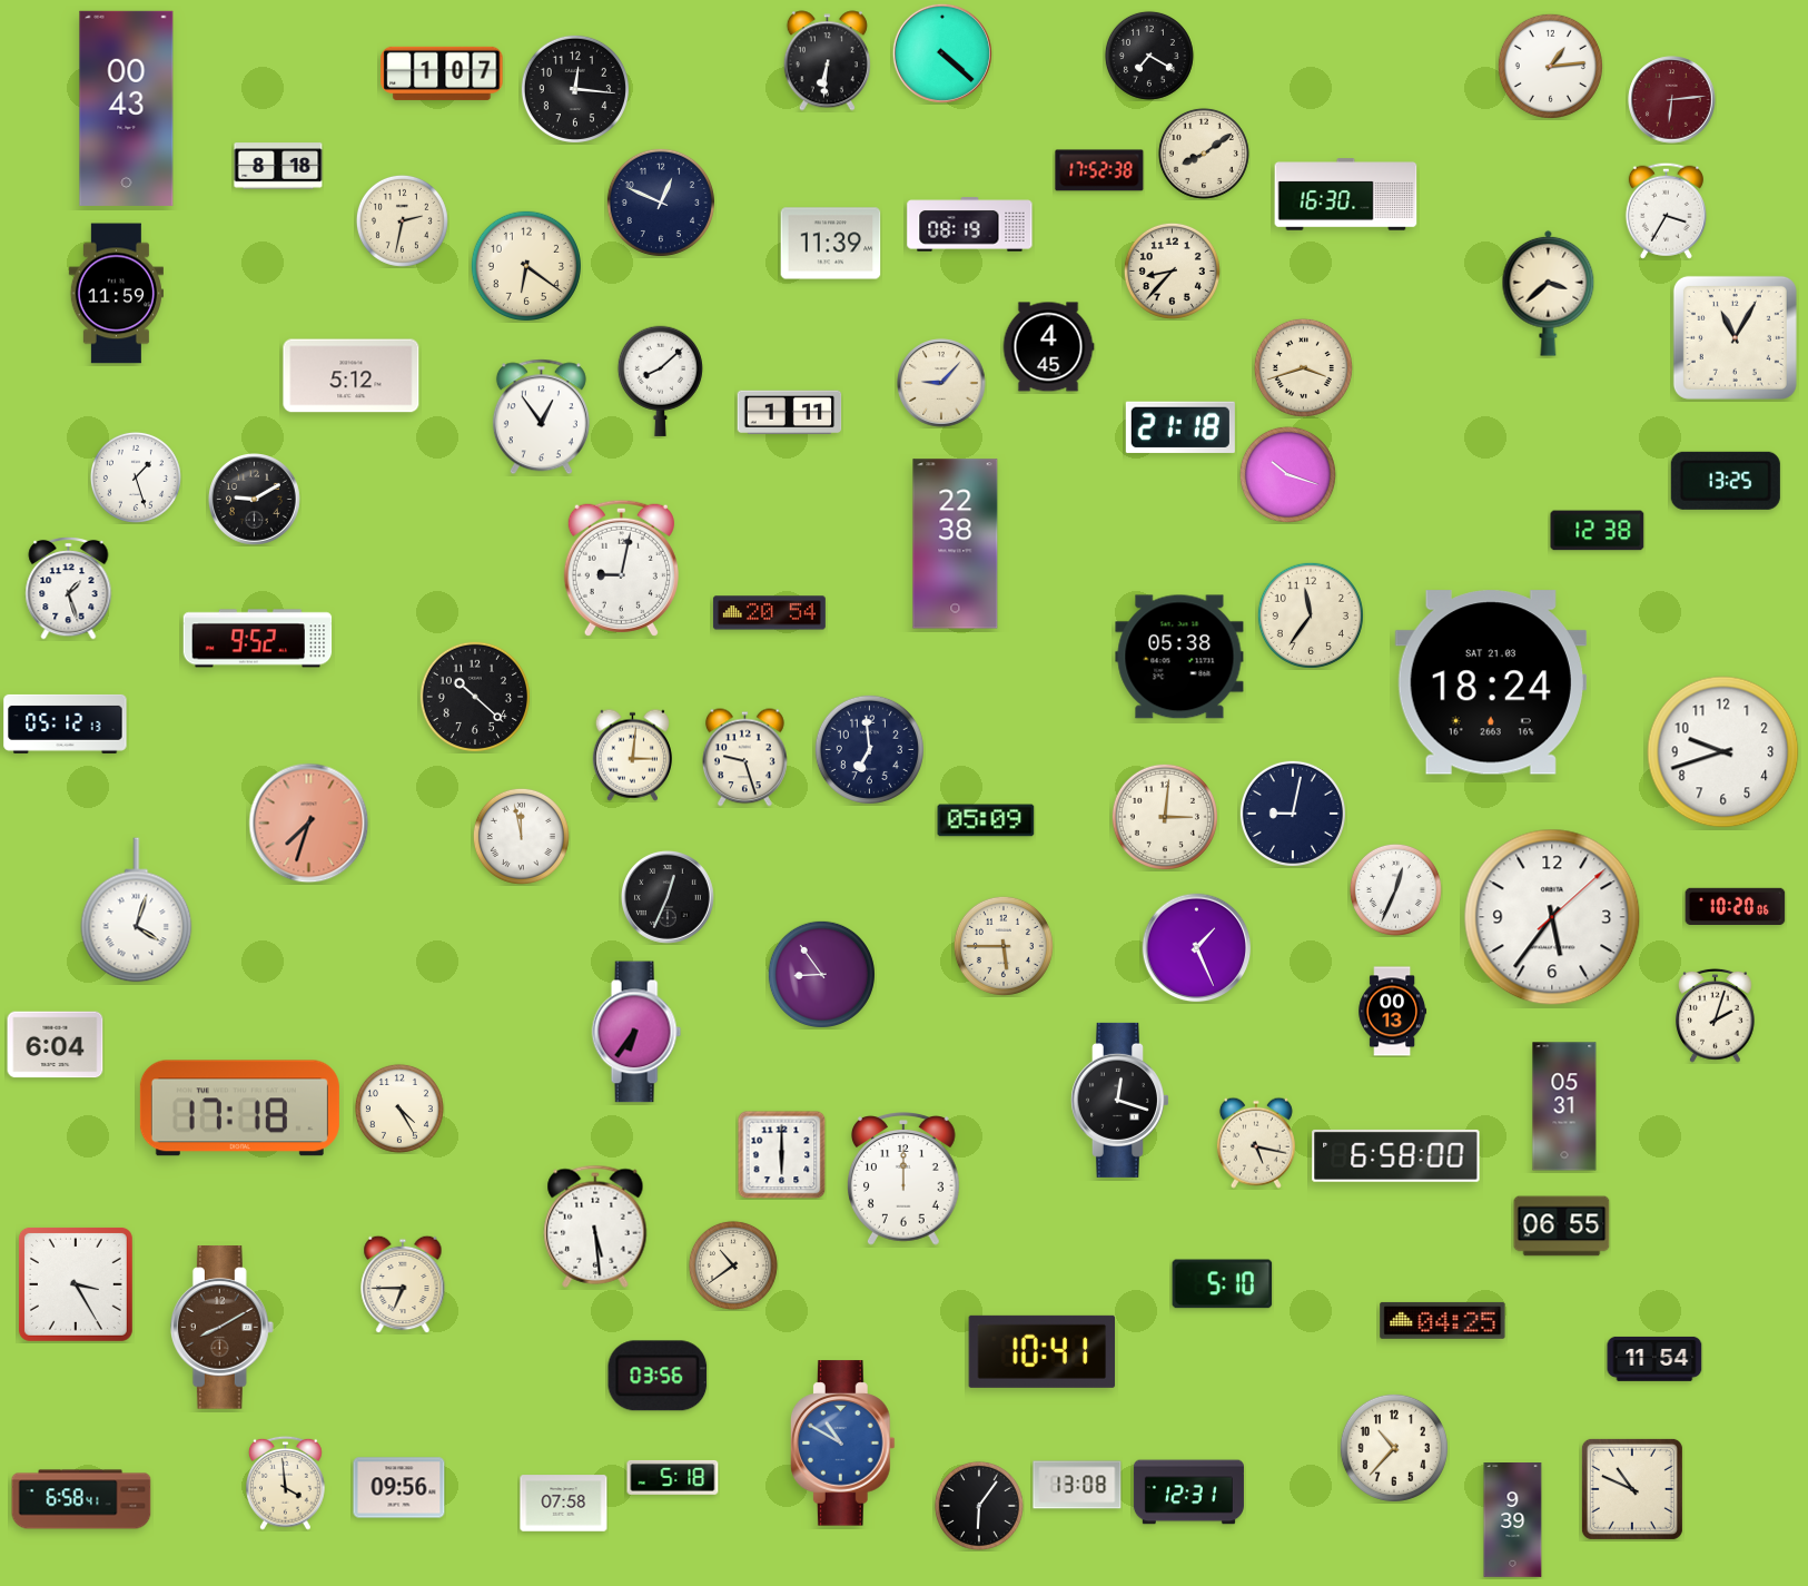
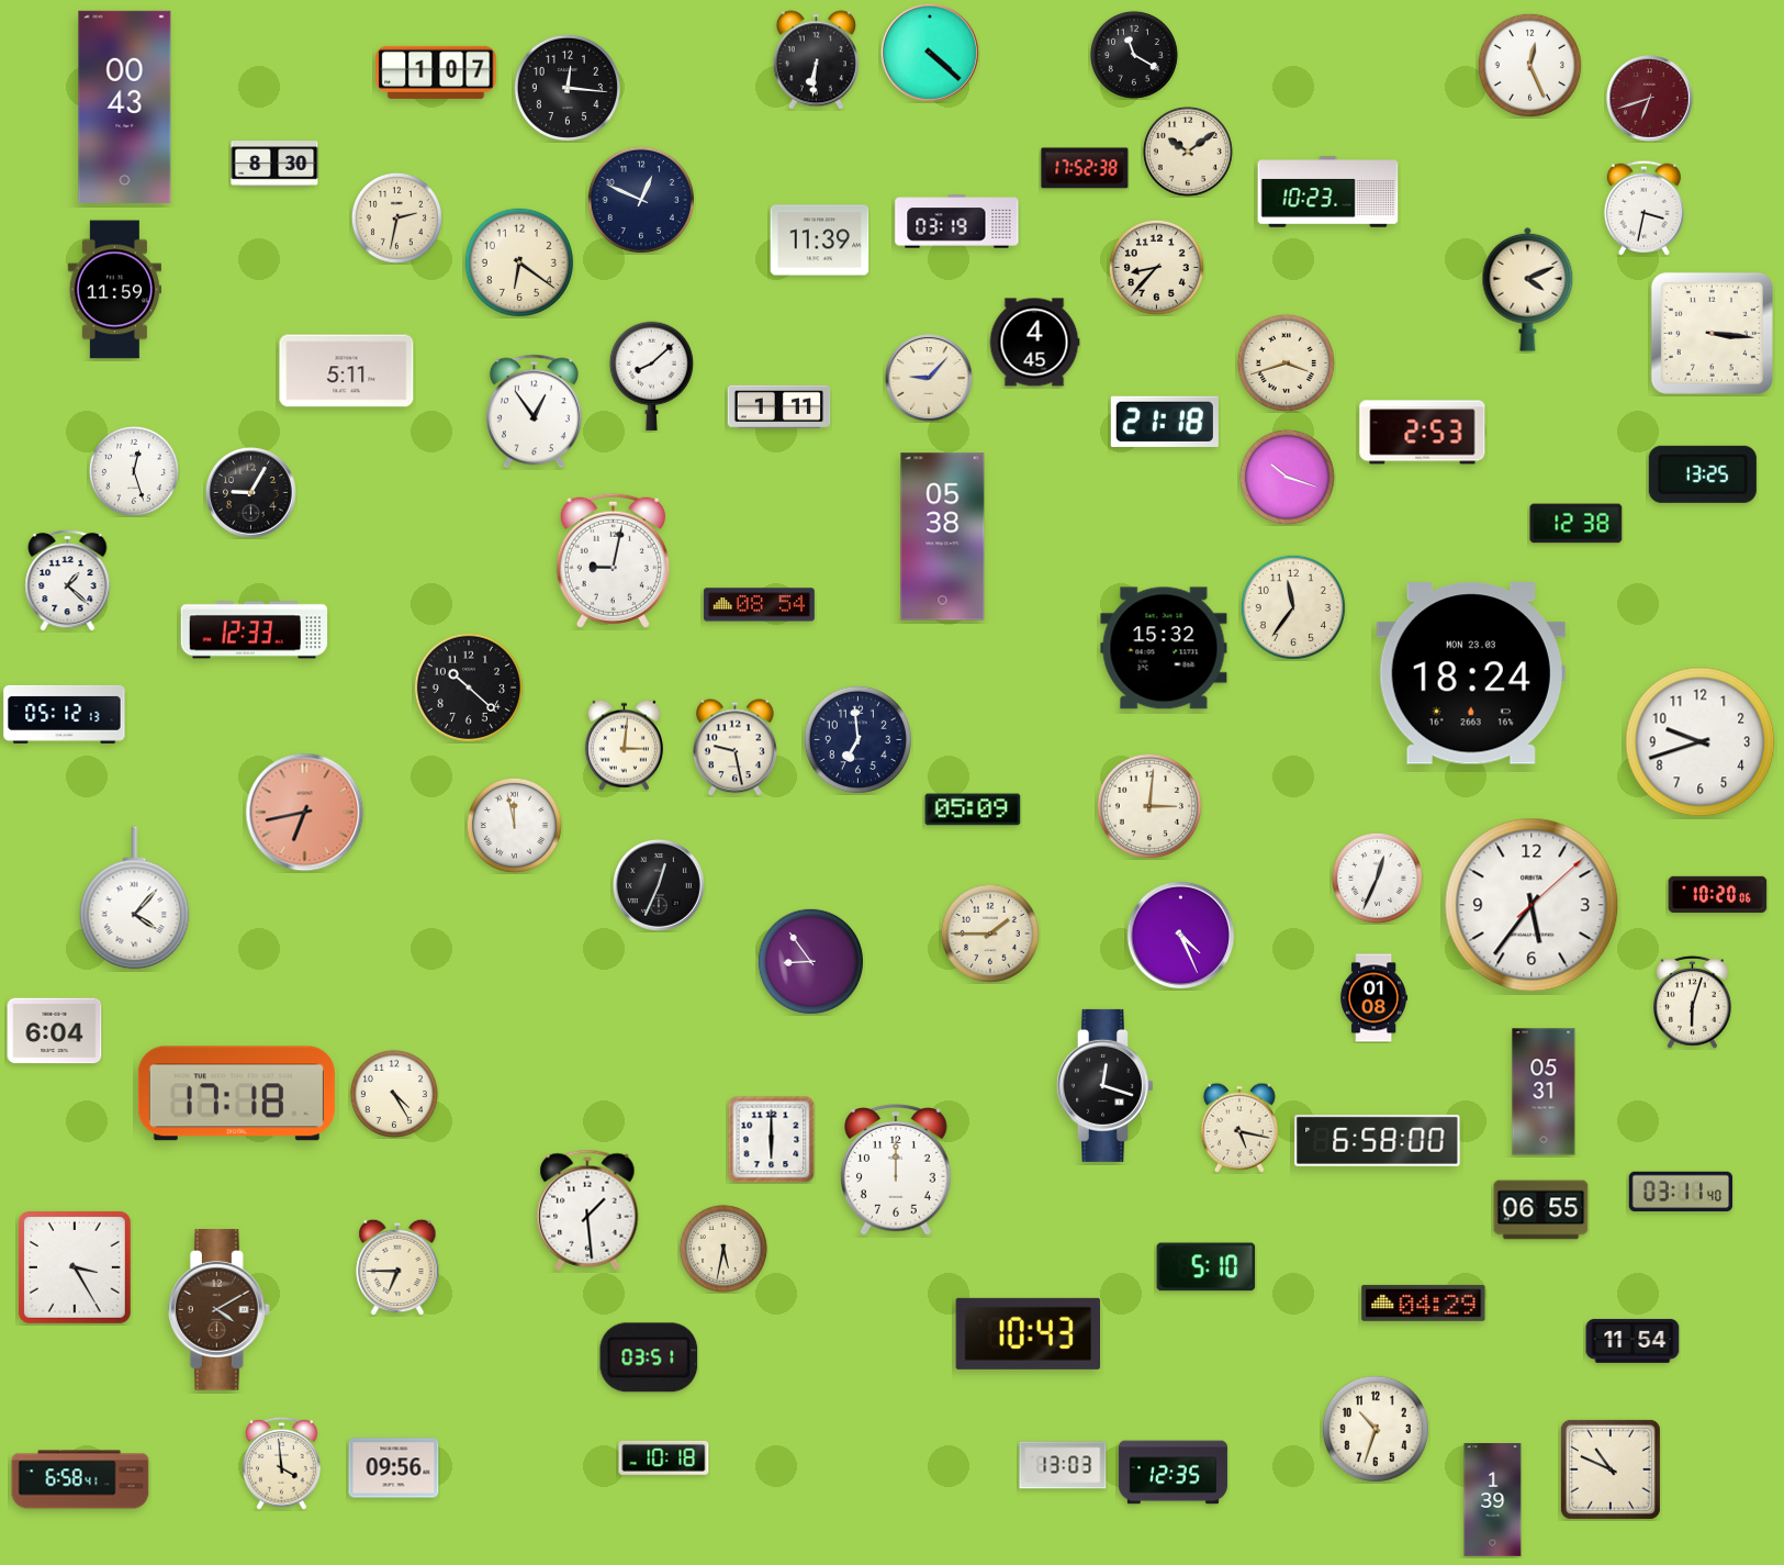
clock at (1149, 56): 7:20 -> 11:20
clock at (1550, 66): 1:14 -> 12:26
clock at (1672, 100): 6:14 -> 6:42
clock at (1204, 154): 8:09 -> 10:09
clock at (278, 166): 8:18 -> 8:30
clock at (1346, 195): 16:30 -> 10:23
clock at (661, 203) position: (661, 203) -> (641, 200)
clock at (1666, 210): 3:35 -> 3:32
clock at (970, 225): 08:19 -> 03:19
clock at (1549, 293): 3:38 -> 4:11
clock at (1735, 337): 11:05 -> 3:16
clock at (352, 376): 5:12 -> 5:11
clock at (1423, 433): none -> 2:53
clock at (1287, 474) position: (1287, 474) -> (1287, 477)
clock at (136, 477): 1:27 -> 12:27
clock at (255, 500): 9:10 -> 9:05
clock at (956, 544): 22:38 -> 05:38
clock at (69, 588): 1:27 -> 1:22
clock at (769, 613): 20:54 -> 08:54
clock at (258, 639): 9:52 -> 12:33
clock at (1179, 657): 05:38 -> 15:32
clock at (1491, 682) date: SAT 21.03 -> MON 23.03
clock at (745, 758): 9:27 -> 9:28
clock at (1293, 814): 9:02 -> none
clock at (309, 824): 7:33 -> 6:43
clock at (1736, 907) position: (1736, 907) -> (1718, 895)
clock at (137, 910): 4:03 -> 4:07
clock at (1004, 946): 5:45 -> 1:45
clock at (1197, 948): 1:26 -> 4:26
clock at (1393, 1012): 00:13 -> 01:08
clock at (1716, 1015): 2:03 -> 6:03
clock at (636, 1032): 6:36 -> none
clock at (905, 1179) position: (905, 1179) -> (897, 1170)
clock at (1681, 1192): none -> 03:11
clock at (595, 1227): 5:29 -> 1:29
clock at (733, 1265): 10:39 -> 5:32
clock at (1443, 1320): 04:25 -> 04:29
clock at (221, 1328): 8:10 -> 4:10
clock at (1043, 1351): 10:41 -> 10:43
clock at (658, 1376): 03:56 -> 03:51
clock at (842, 1444): 10:50 -> none
clock at (1394, 1448): 10:37 -> 10:33
clock at (673, 1477): 5:18 -> 10:18
clock at (1077, 1485): 13:08 -> 13:03
clock at (1188, 1493): 12:31 -> 12:35
clock at (564, 1504): 07:58 -> none
clock at (979, 1506): 6:06 -> none
clock at (1513, 1520): 9:39 -> 1:39
